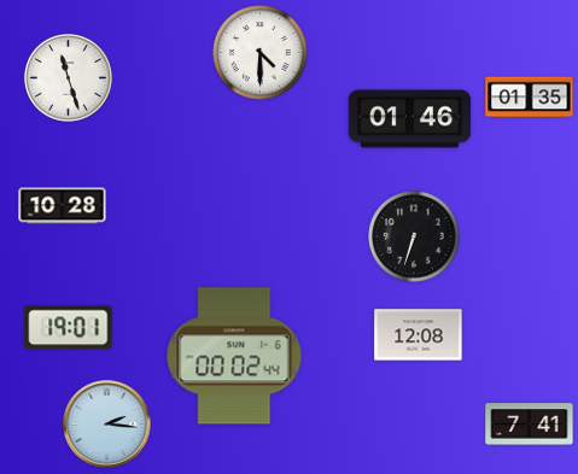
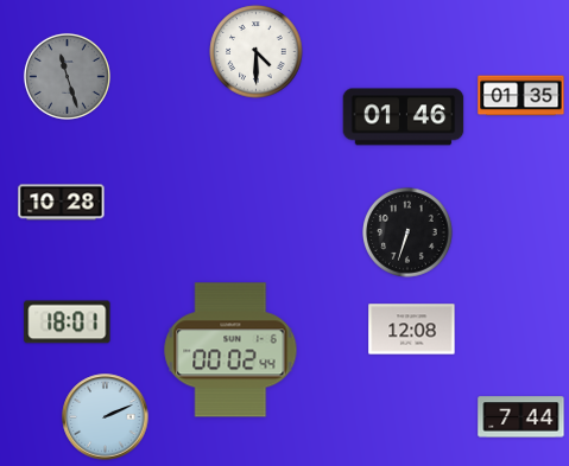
clock at (68, 77) dial: white -> grey
clock at (69, 328): 19:01 -> 18:01
clock at (107, 425): 2:16 -> 2:11
clock at (530, 425): 7:41 -> 7:44
